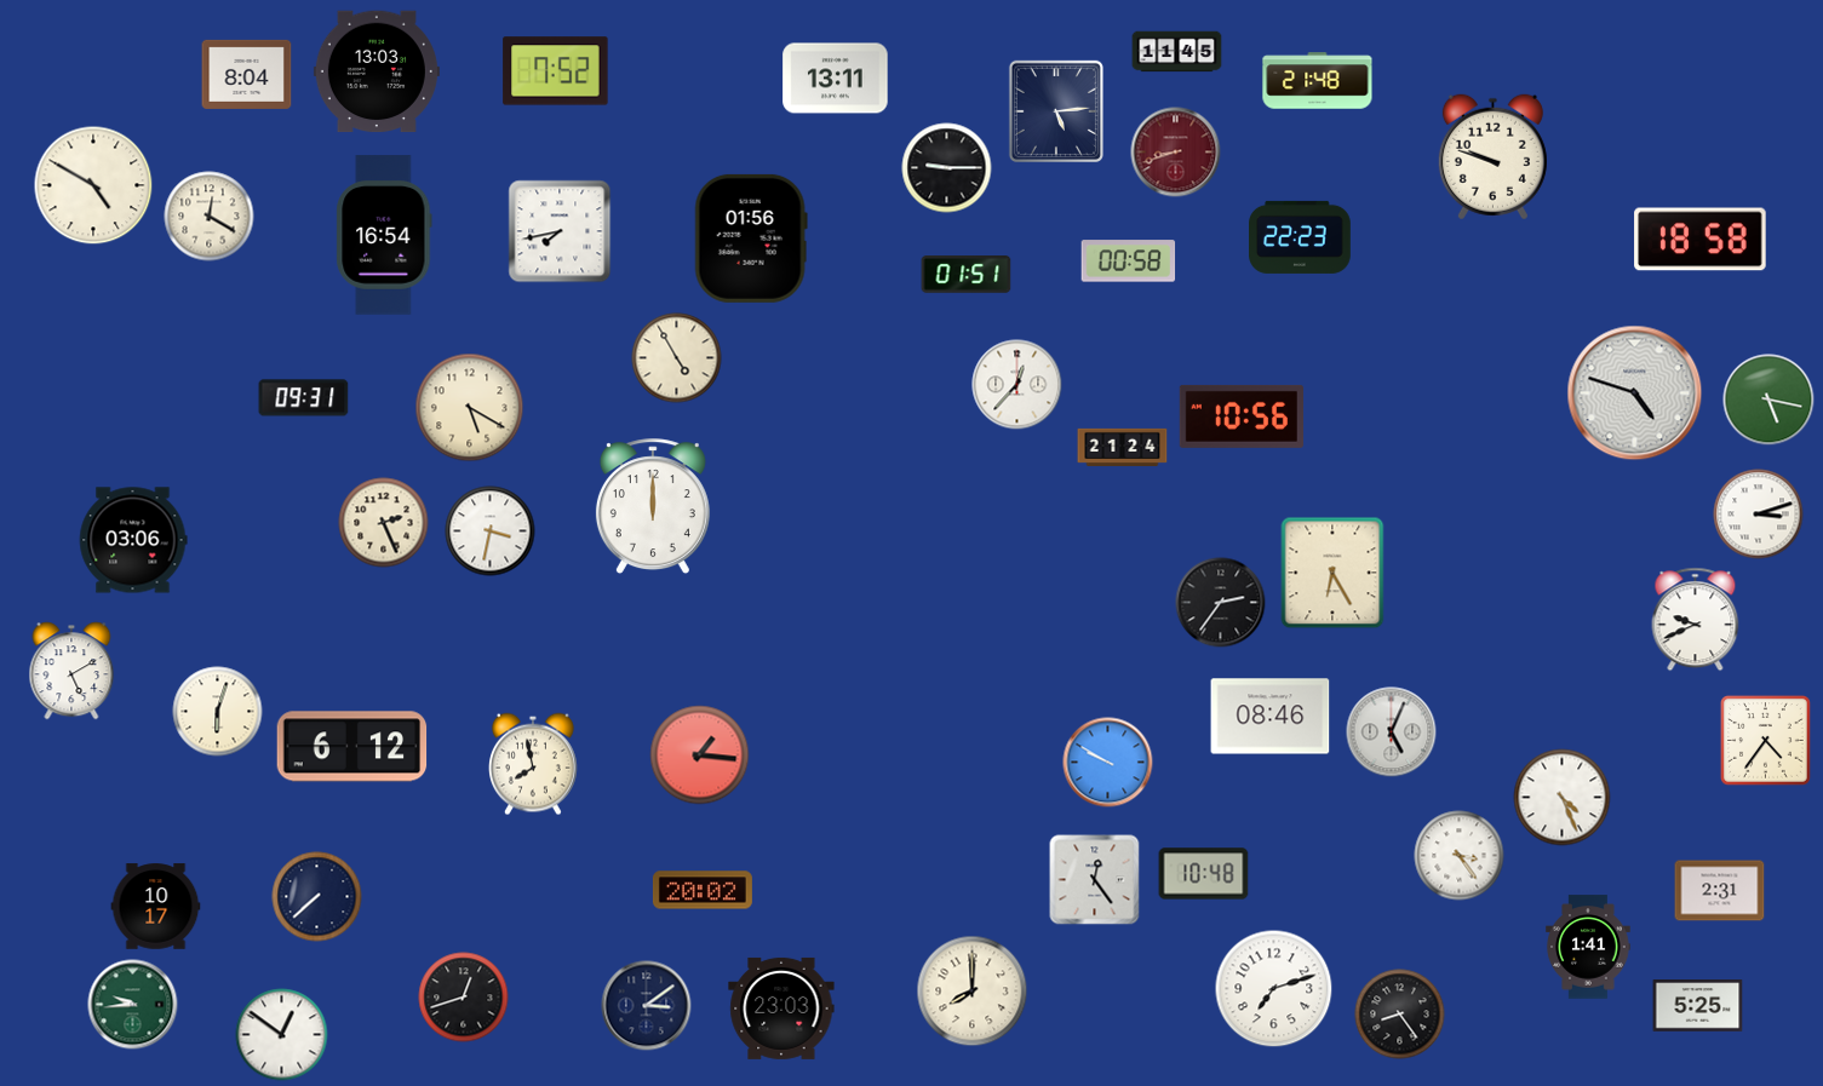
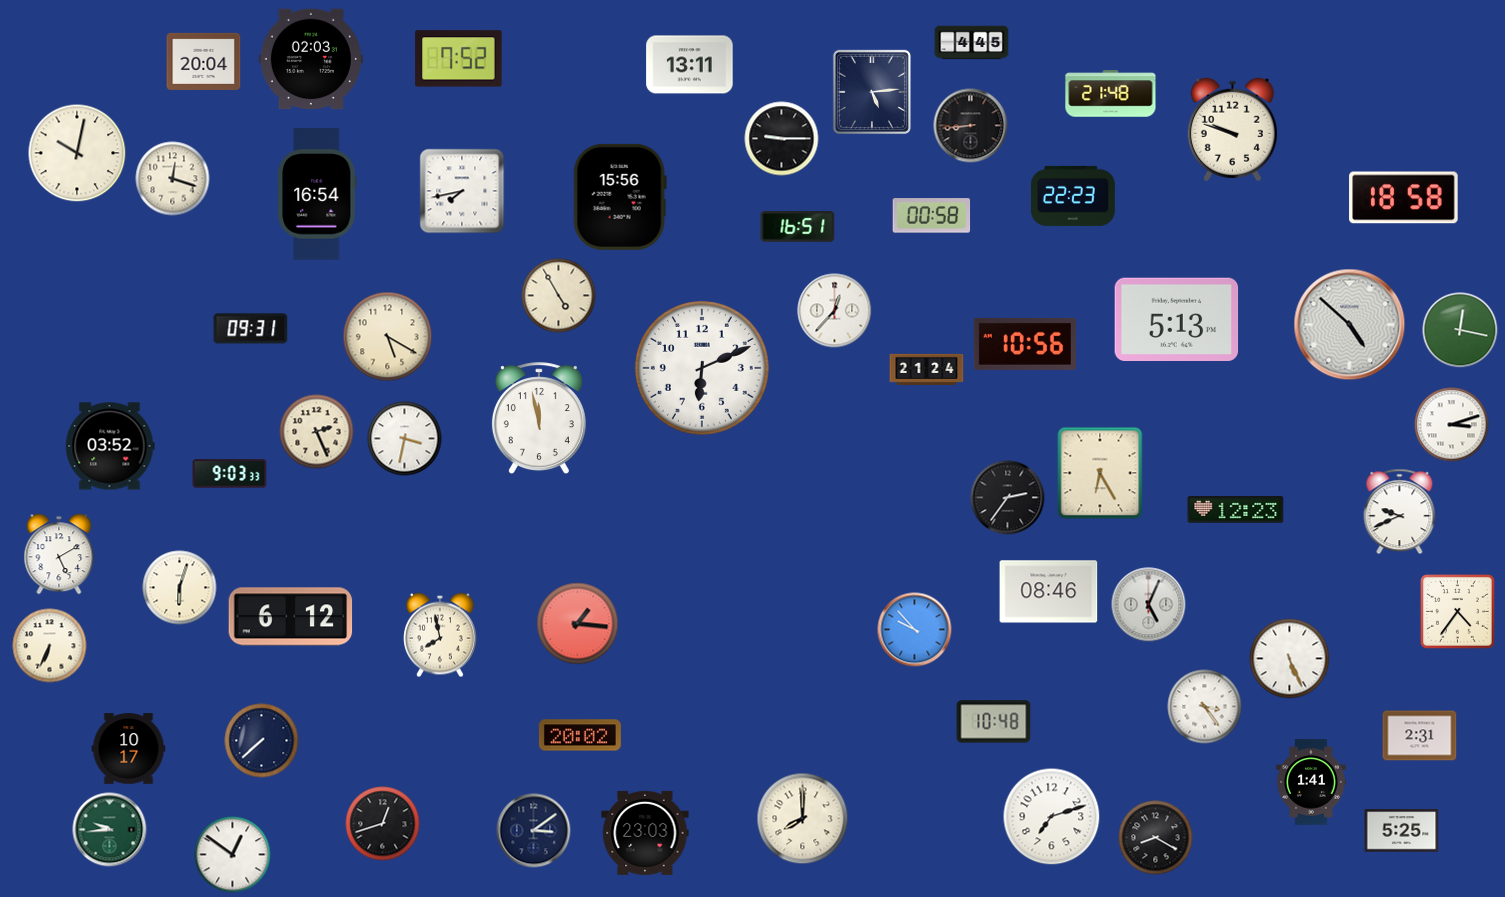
clock at (1177, 52): 11:45 -> 4:45
clock at (377, 71): 13:03 -> 02:03
clock at (247, 74): 8:04 -> 20:04
clock at (1318, 81) position: (1318, 81) -> (1111, 94)
clock at (1176, 153): 8:42 -> 8:44
clock at (1176, 153) dial: burgundy -> black
clock at (93, 185): 4:50 -> 10:02
clock at (210, 217): 12:20 -> 12:18
clock at (751, 239): 01:56 -> 15:56
clock at (967, 275): 01:51 -> 16:51
clock at (1017, 385) position: (1017, 385) -> (835, 311)
clock at (1177, 319): none -> 5:13
clock at (1635, 393): 4:48 -> 4:52
clock at (1768, 400): 5:17 -> 12:17
clock at (702, 368): none -> 6:11
clock at (653, 507): 12:00 -> 11:58
clock at (133, 540): 03:06 -> 03:52
clock at (230, 474): none -> 9:03
clock at (1236, 510): none -> 12:23
clock at (1108, 763): 9:50 -> 9:53
clock at (534, 764) position: (534, 764) -> (441, 635)
clock at (50, 646): none -> 6:34
clock at (1563, 798): 4:26 -> 5:26
clock at (1095, 880): 12:24 -> none
clock at (1400, 1015): 8:24 -> 8:20
